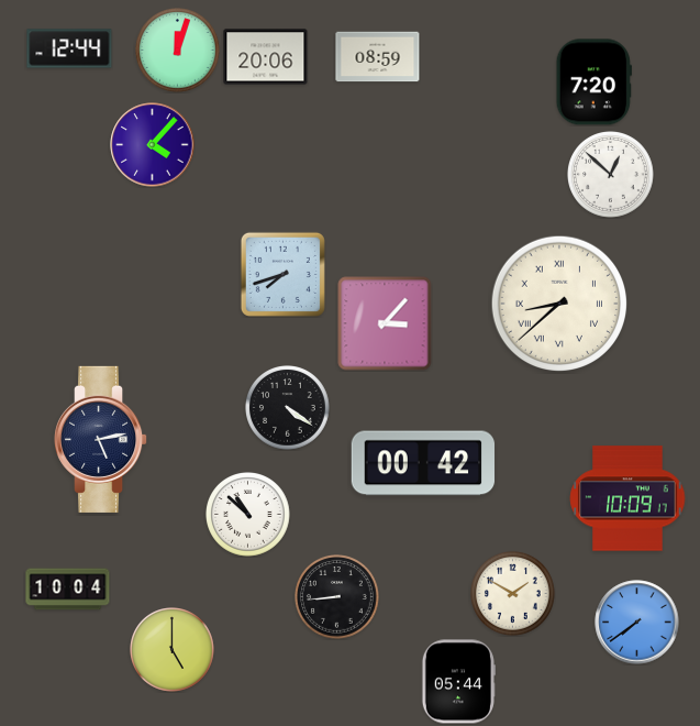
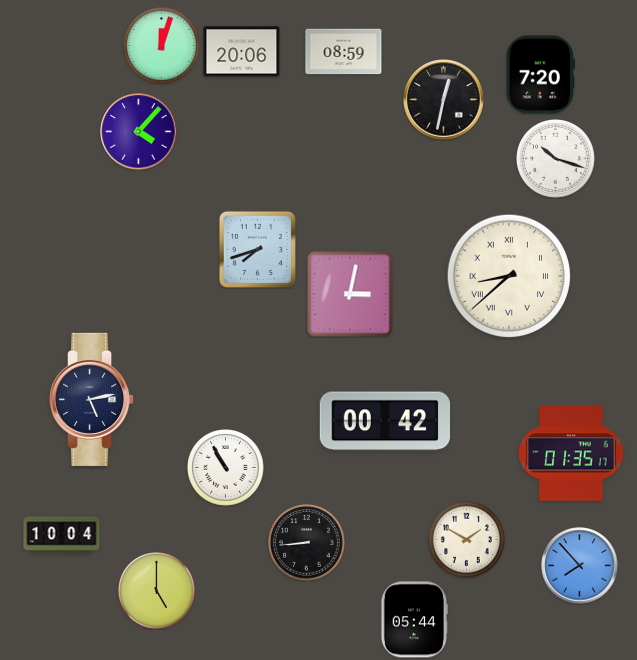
clock at (69, 48): 12:44 -> none
clock at (444, 100): none -> 12:32
clock at (611, 175): 12:52 -> 10:18
clock at (385, 323): 3:07 -> 3:02
clock at (288, 408): 4:21 -> none
clock at (627, 498): 10:09 -> 01:35
clock at (248, 515): 10:52 -> 10:55
clock at (637, 623): 7:39 -> 7:53
clock at (458, 682) position: (458, 682) -> (414, 620)
